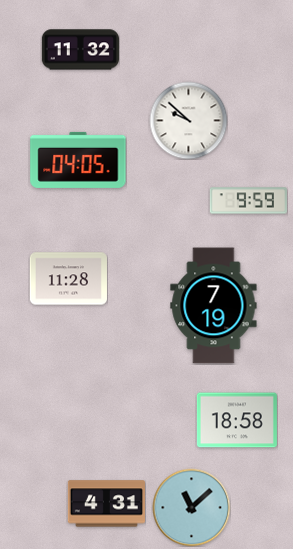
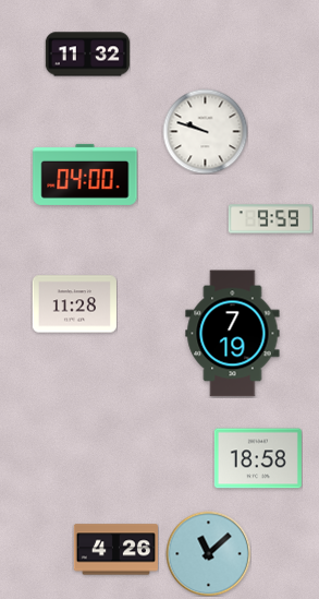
clock at (188, 120): 9:52 -> 9:48
clock at (78, 160): 04:05 -> 04:00
clock at (106, 504): 4:31 -> 4:26
